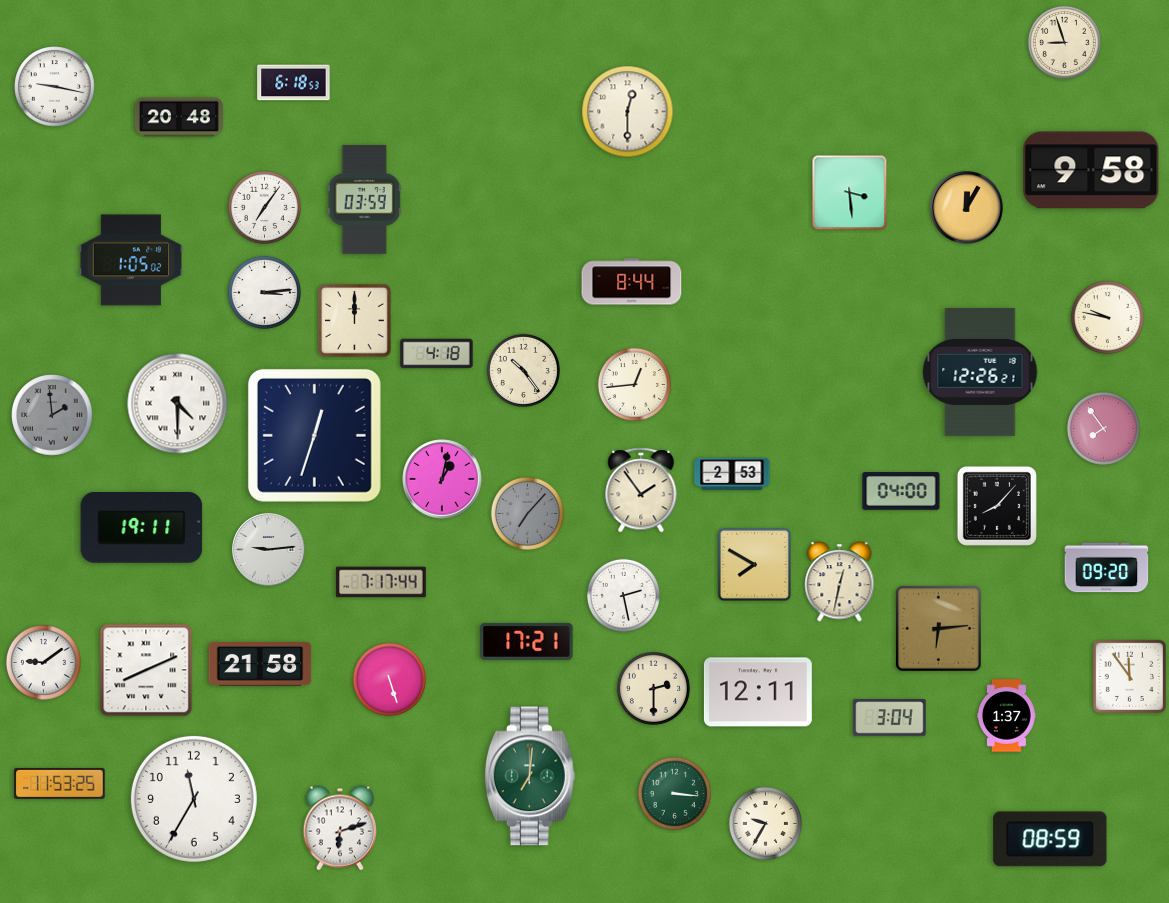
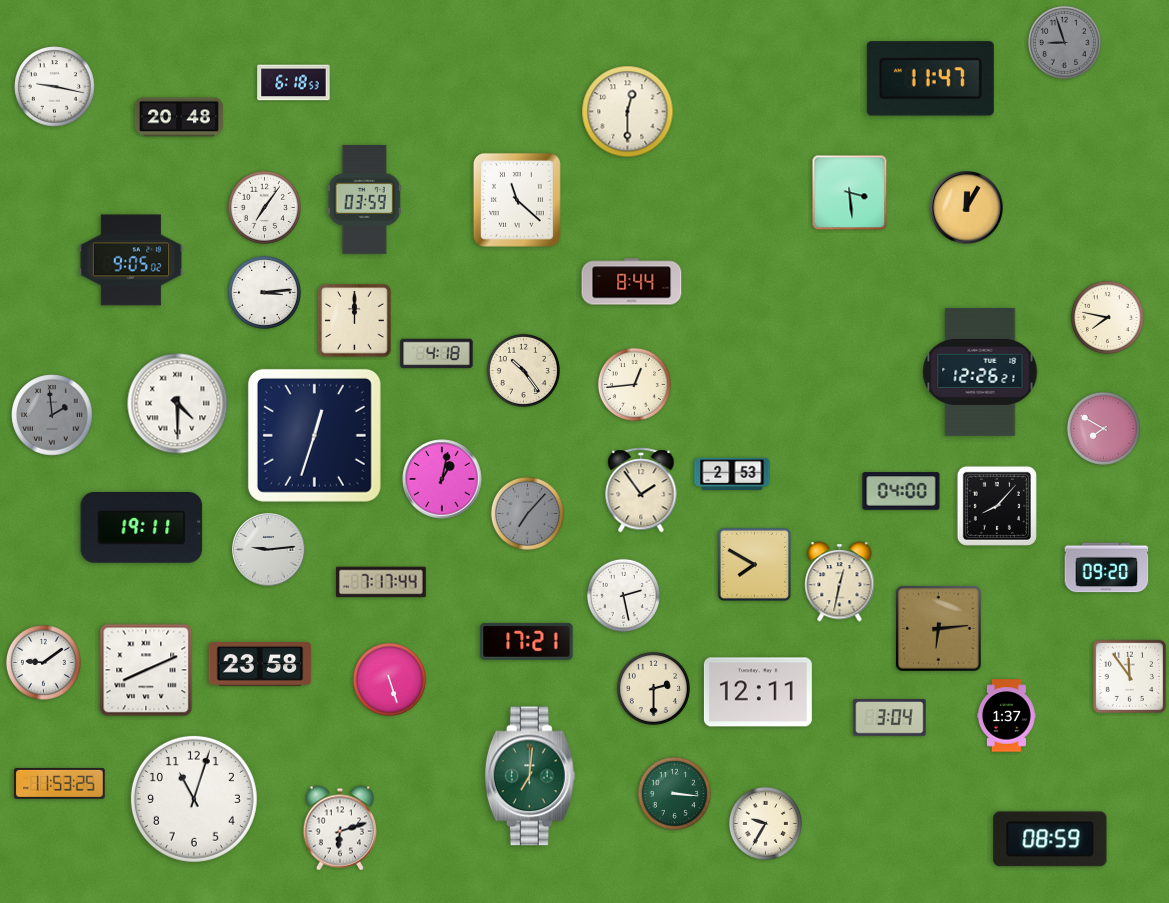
clock at (1064, 42) dial: cream -> grey
clock at (930, 79): none -> 11:47
clock at (1091, 170): 9:58 -> none
clock at (517, 200): none -> 11:22
clock at (131, 260): 1:05 -> 9:05
clock at (1107, 317): 9:47 -> 7:47
clock at (1103, 428): 7:54 -> 7:50
clock at (260, 665): 21:58 -> 23:58
clock at (194, 799): 11:35 -> 11:03
